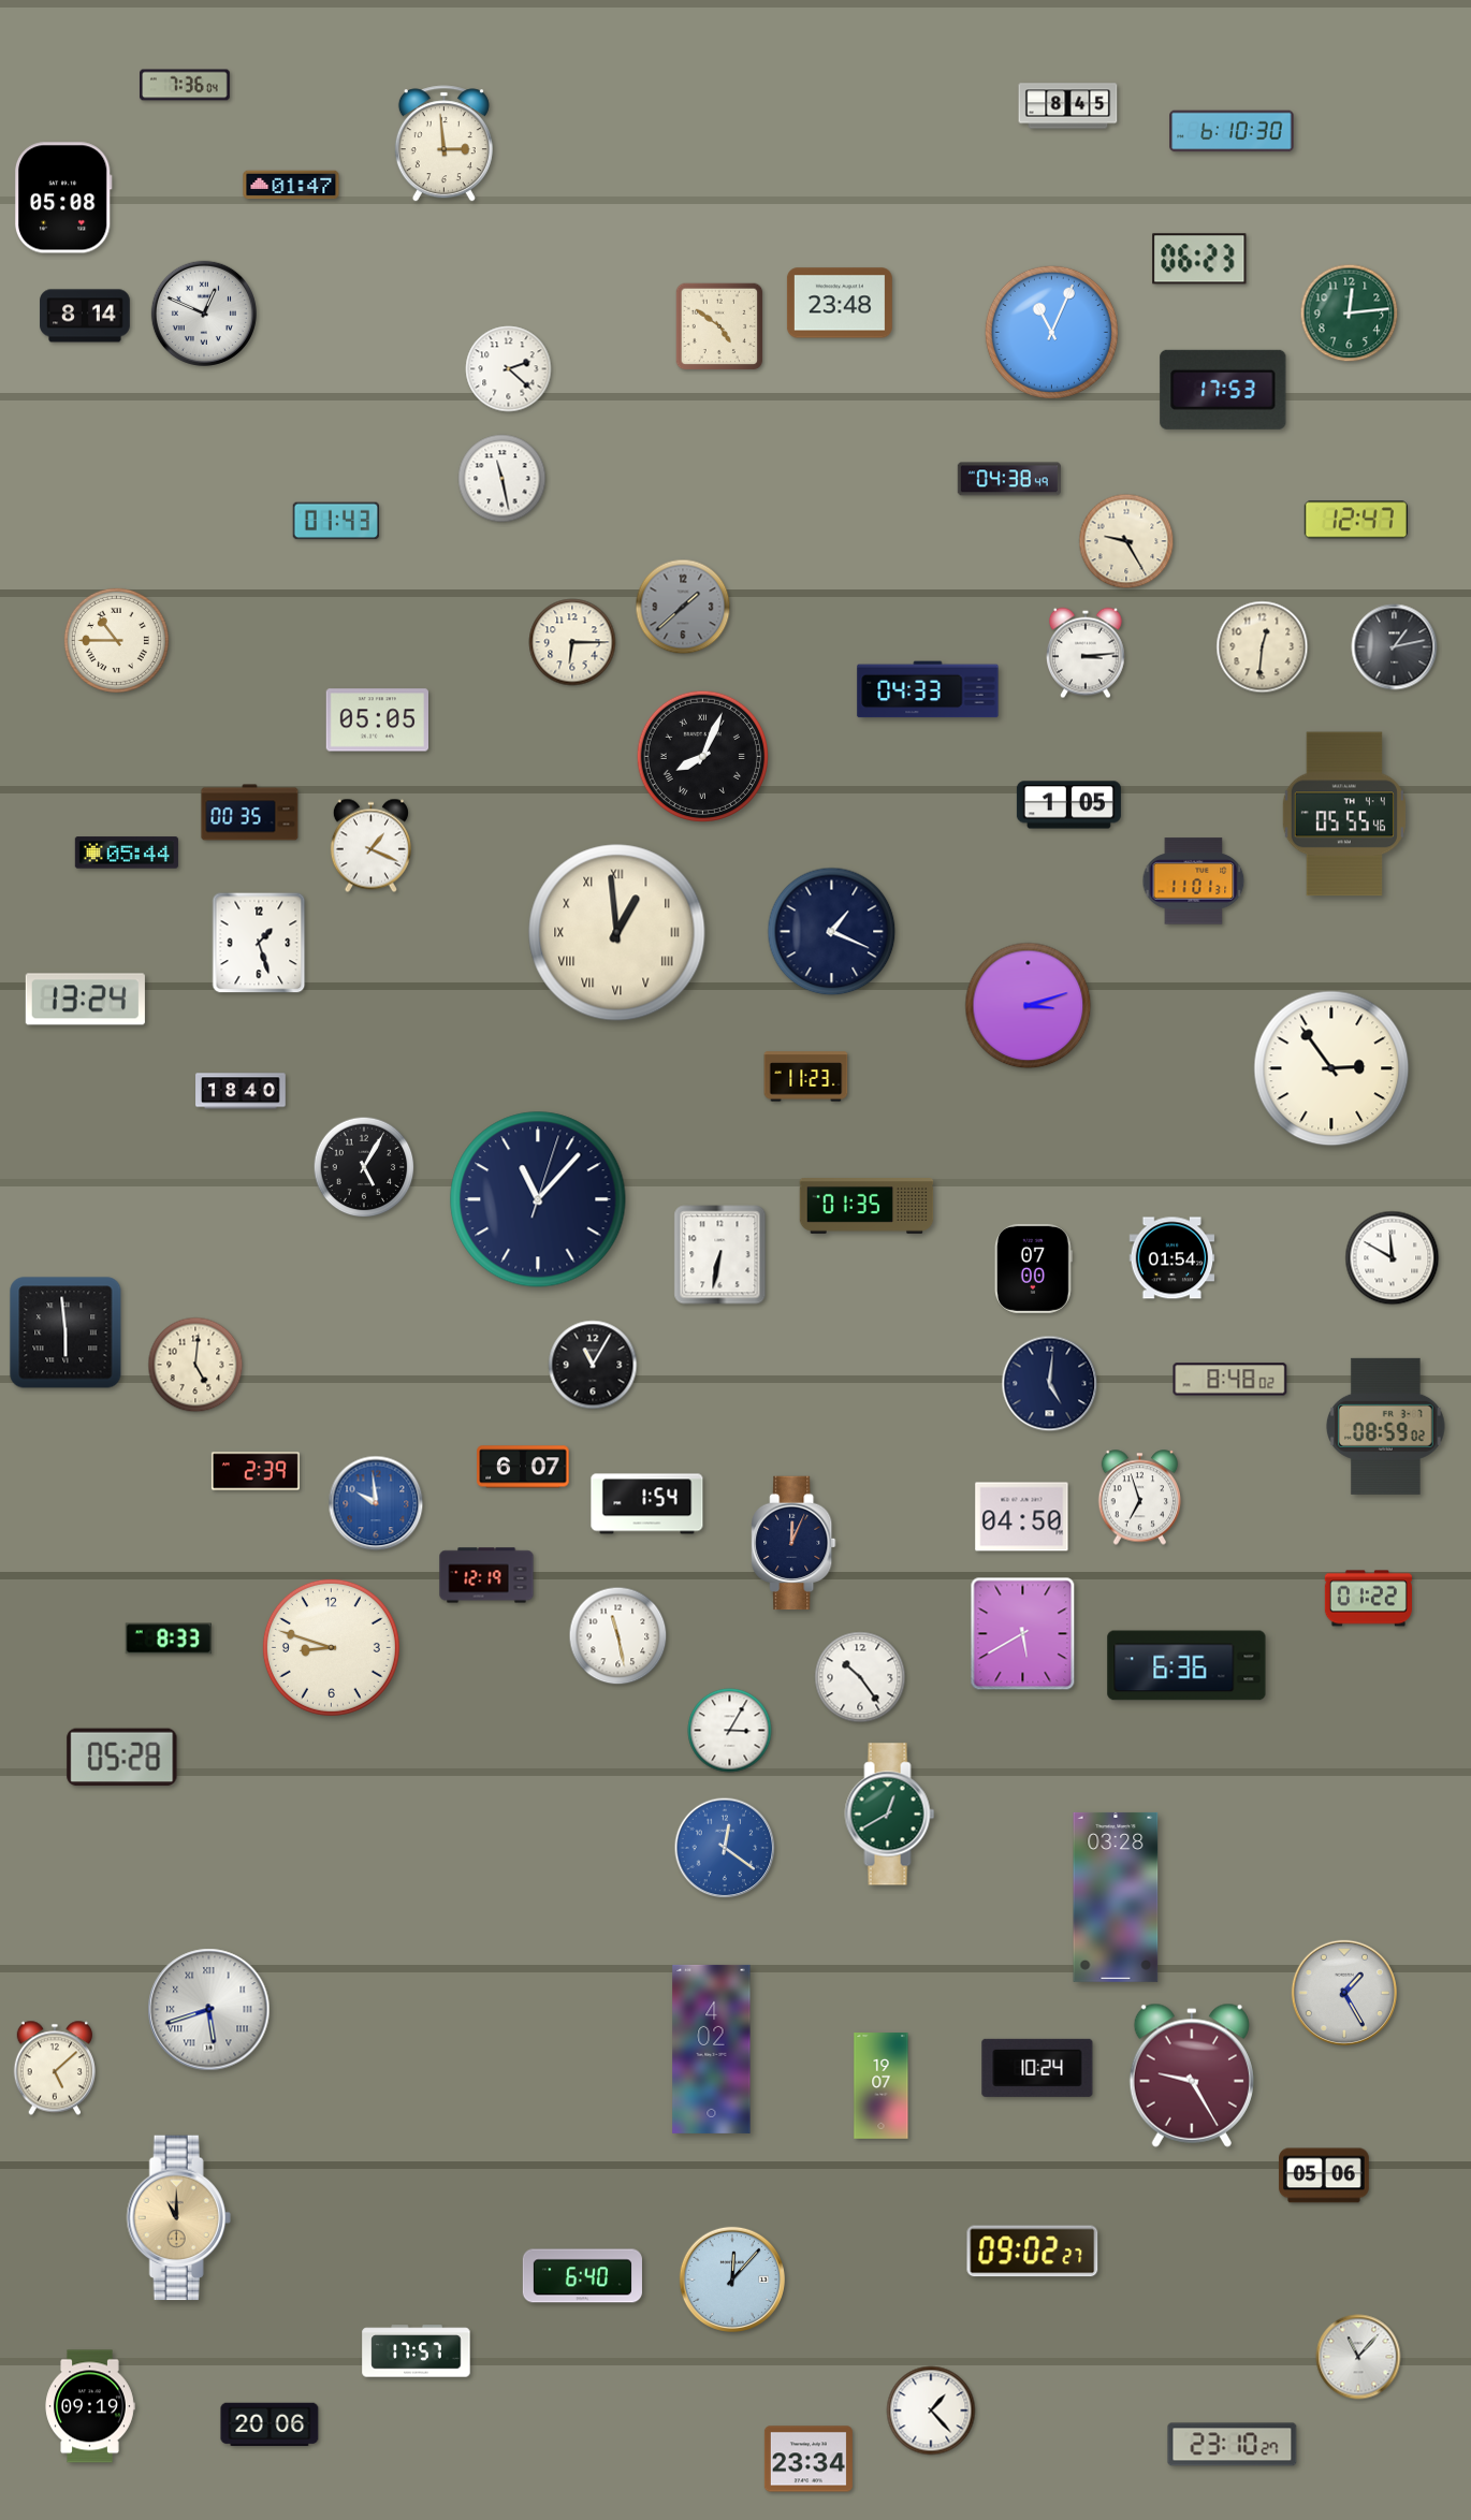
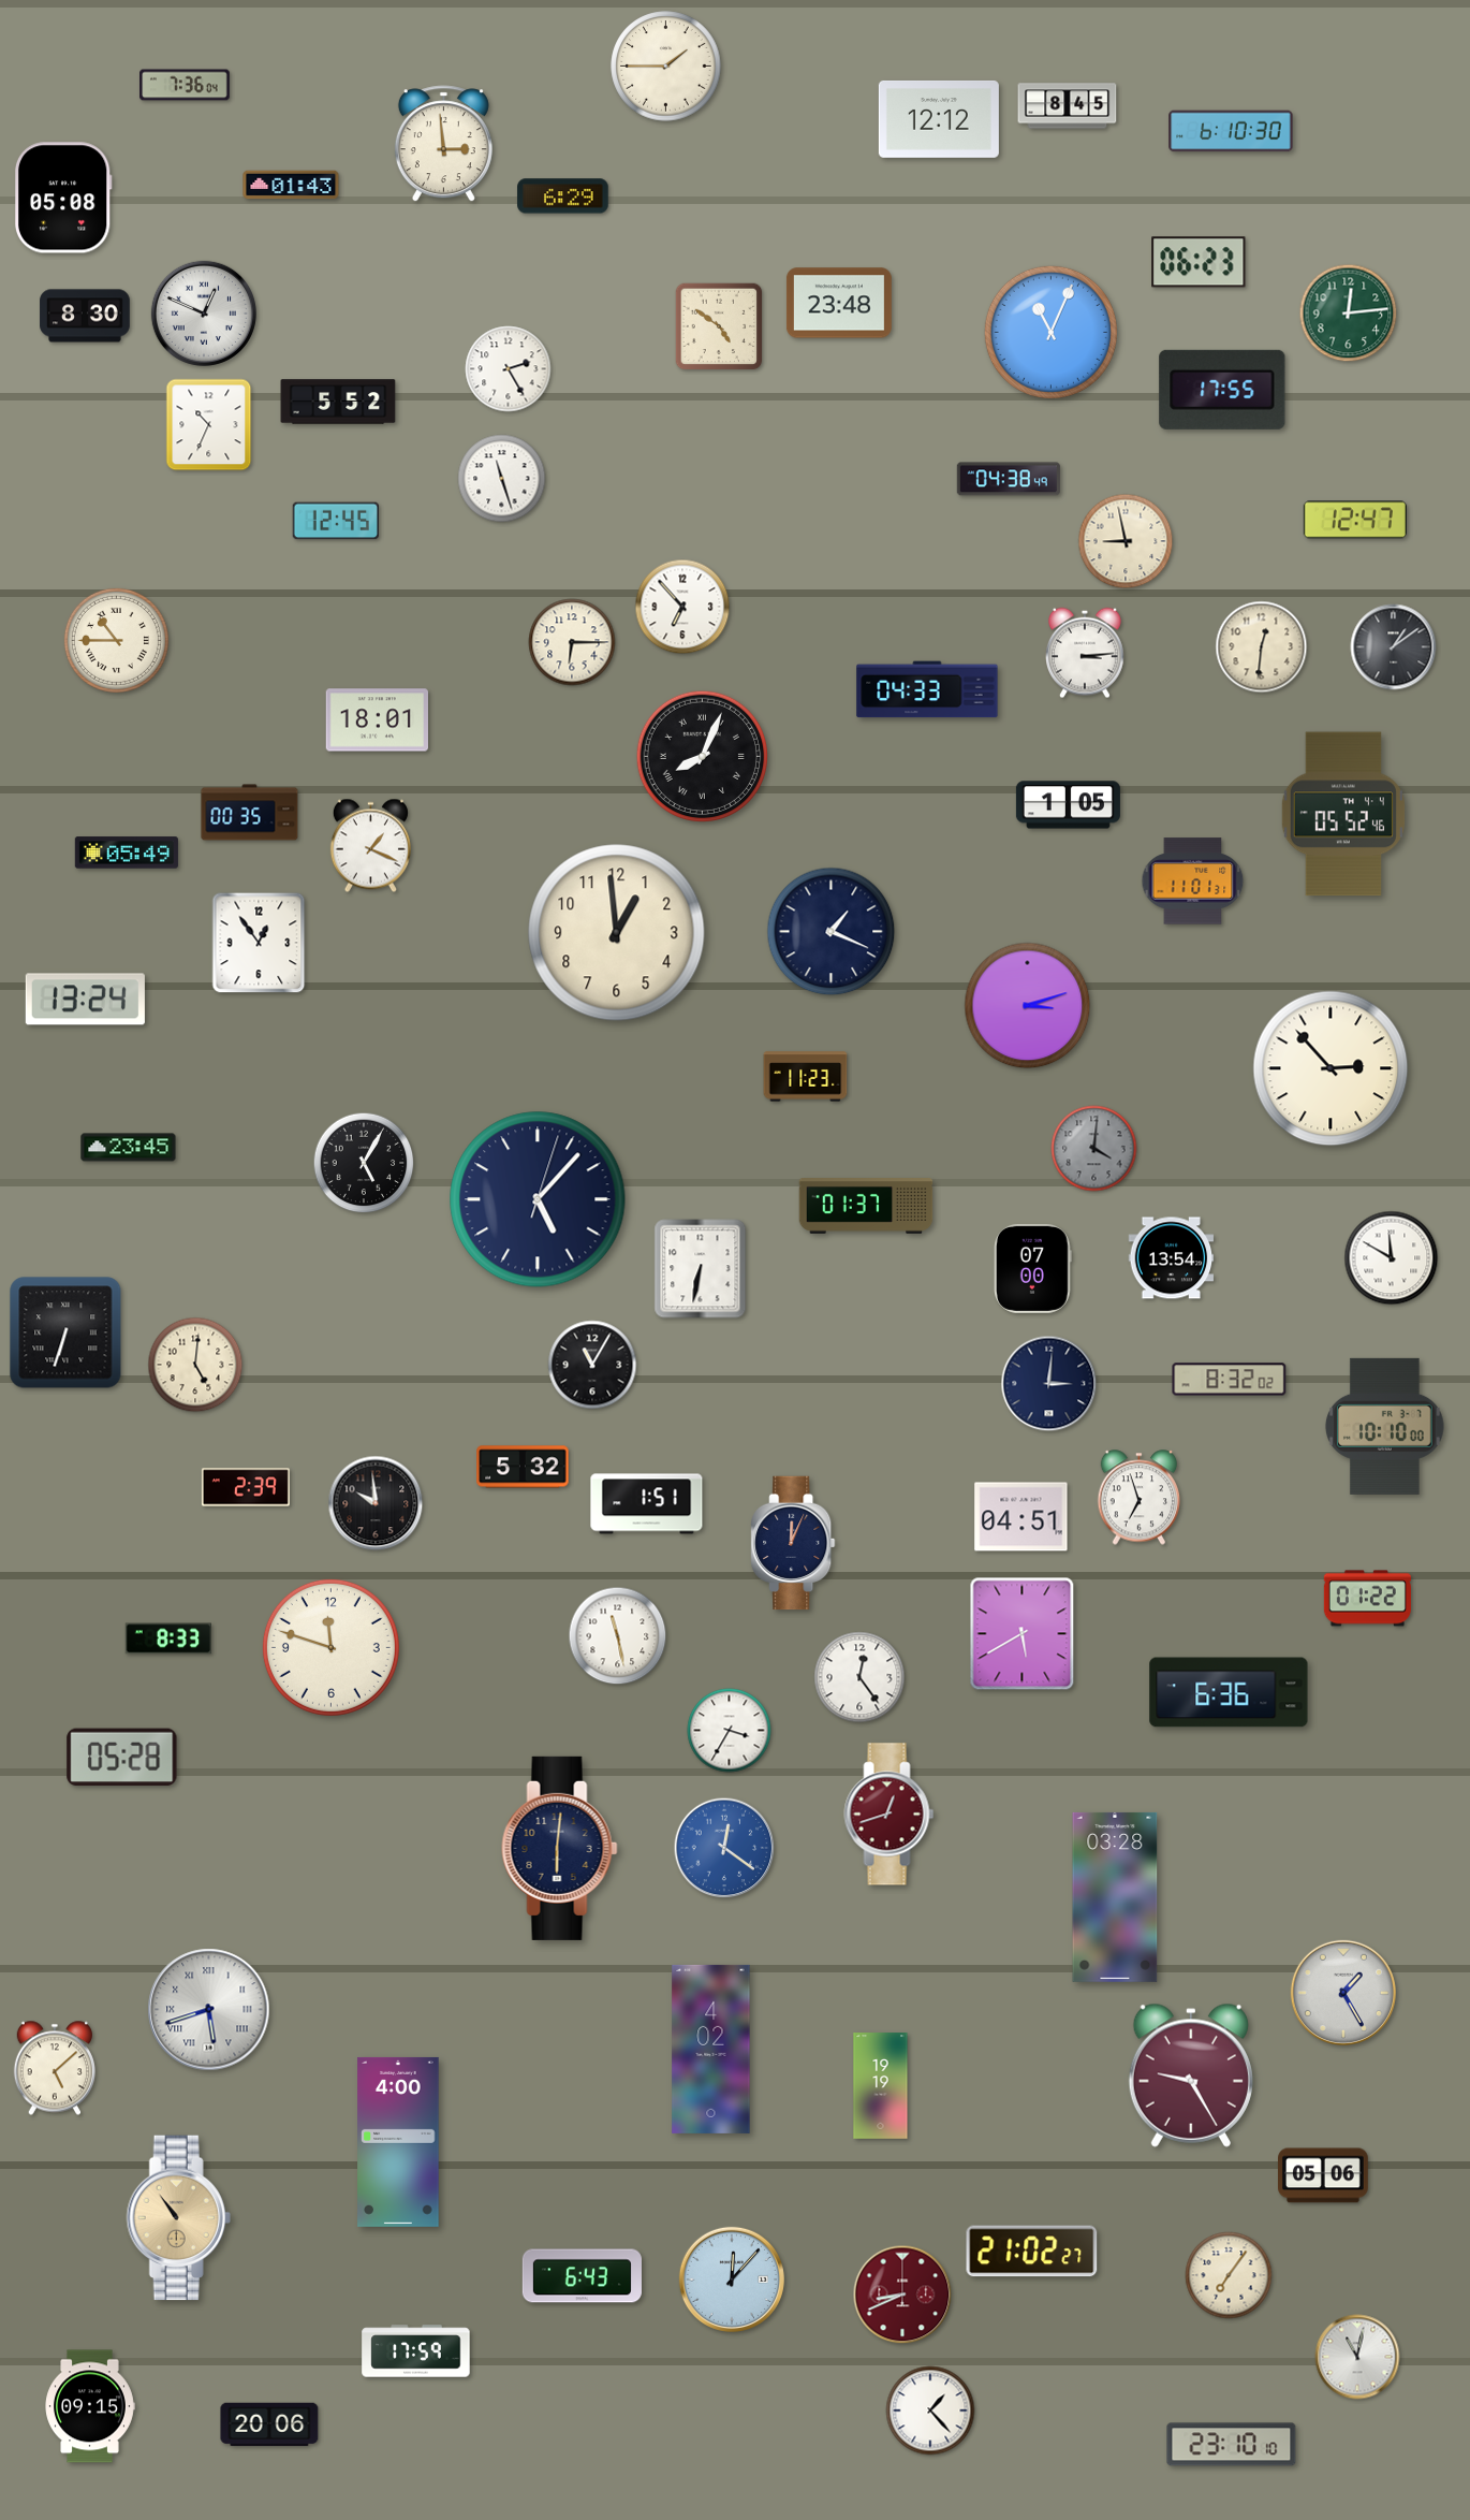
clock at (666, 67): none -> 1:45
clock at (939, 119): none -> 12:12
clock at (291, 185): 01:47 -> 01:43
clock at (563, 196): none -> 6:29
clock at (1199, 259) position: (1199, 259) -> (1199, 262)
clock at (85, 316): 8:14 -> 8:30
clock at (509, 369): 2:22 -> 2:25
clock at (1223, 390): 17:53 -> 17:55
clock at (338, 402): none -> 5:52
clock at (209, 425): none -> 10:34
clock at (503, 479): 11:28 -> 11:27
clock at (335, 521): 01:43 -> 12:45
clock at (1126, 541): 9:25 -> 8:58
clock at (683, 607): 1:38 -> 6:53
clock at (683, 607) dial: grey -> white
clock at (1395, 647): 1:13 -> 1:09
clock at (377, 720): 05:05 -> 18:01
clock at (1344, 814): 05:55 -> 05:52
clock at (127, 853): 05:44 -> 05:49
clock at (617, 933) numerals: Roman -> Arabic
clock at (259, 943): 1:27 -> 12:54
clock at (1331, 1068): 2:54 -> 2:53
clock at (241, 1091): 18:40 -> none
clock at (129, 1148): none -> 23:45
clock at (1094, 1149): none -> 4:01
clock at (364, 1167) position: (364, 1167) -> (364, 1163)
clock at (538, 1199): 11:07 -> 5:07
clock at (866, 1207): 01:35 -> 01:37
clock at (720, 1255) position: (720, 1255) -> (701, 1269)
clock at (1173, 1258): 01:54 -> 13:54
clock at (65, 1332): 5:59 -> 6:33
clock at (1230, 1380): 8:48 -> 8:32
clock at (1050, 1384): 5:01 -> 3:01
clock at (1386, 1426): 08:59 -> 10:10
clock at (523, 1467): 6:07 -> 5:32
clock at (256, 1471) position: (256, 1471) -> (246, 1487)
clock at (376, 1503) dial: blue -> black
clock at (647, 1504): 1:54 -> 1:51
clock at (1022, 1517): 04:50 -> 04:51
clock at (486, 1575): 12:19 -> none
clock at (331, 1647): 8:48 -> 11:48
clock at (1186, 1665) position: (1186, 1665) -> (1229, 1692)
clock at (860, 1677): 10:24 -> 12:24
clock at (730, 1731): 3:05 -> 3:35
clock at (890, 1815): 12:40 -> 12:42
clock at (890, 1815) dial: green -> burgundy
clock at (560, 1848): none -> 6:01
clock at (1037, 2068): 10:24 -> none
clock at (882, 2086): 19:07 -> 19:19
clock at (398, 2142): none -> 4:00
clock at (178, 2218): 11:00 -> 10:54
clock at (1033, 2252): 09:02 -> 21:02
clock at (1229, 2275): none -> 7:06
clock at (582, 2276): 6:40 -> 6:43
clock at (902, 2295): none -> 8:41
clock at (417, 2351): 17:57 -> 17:59
clock at (1358, 2357): 11:07 -> 11:02
clock at (90, 2406): 09:19 -> 09:15
clock at (1233, 2445): 23:10:27 -> 23:10:10
clock at (809, 2459): 23:34 -> none
